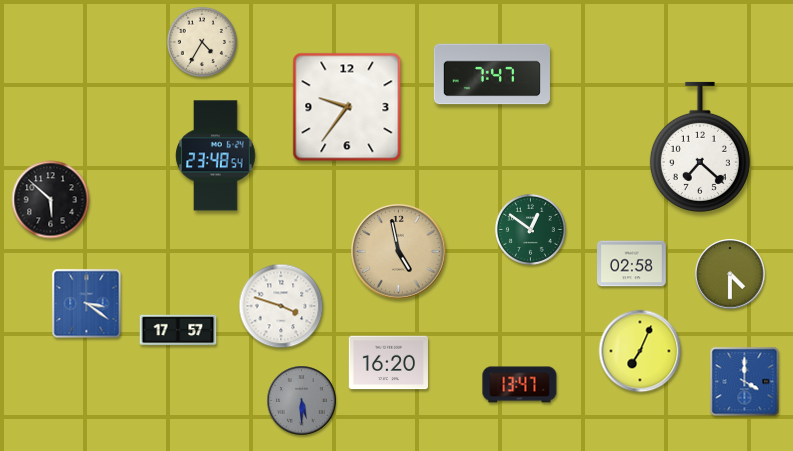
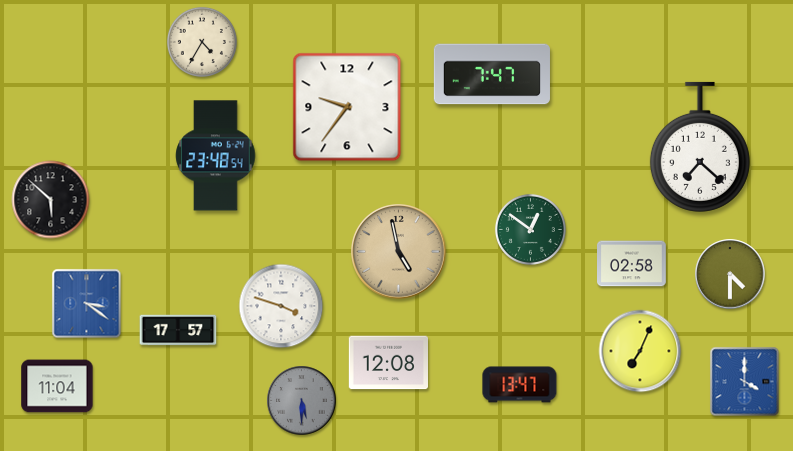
clock at (388, 363): 16:20 -> 12:08
clock at (57, 386): none -> 11:04
